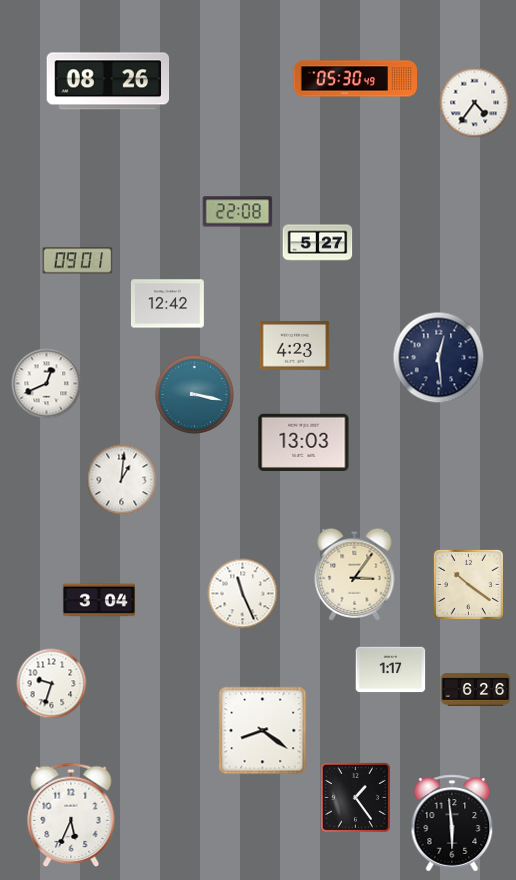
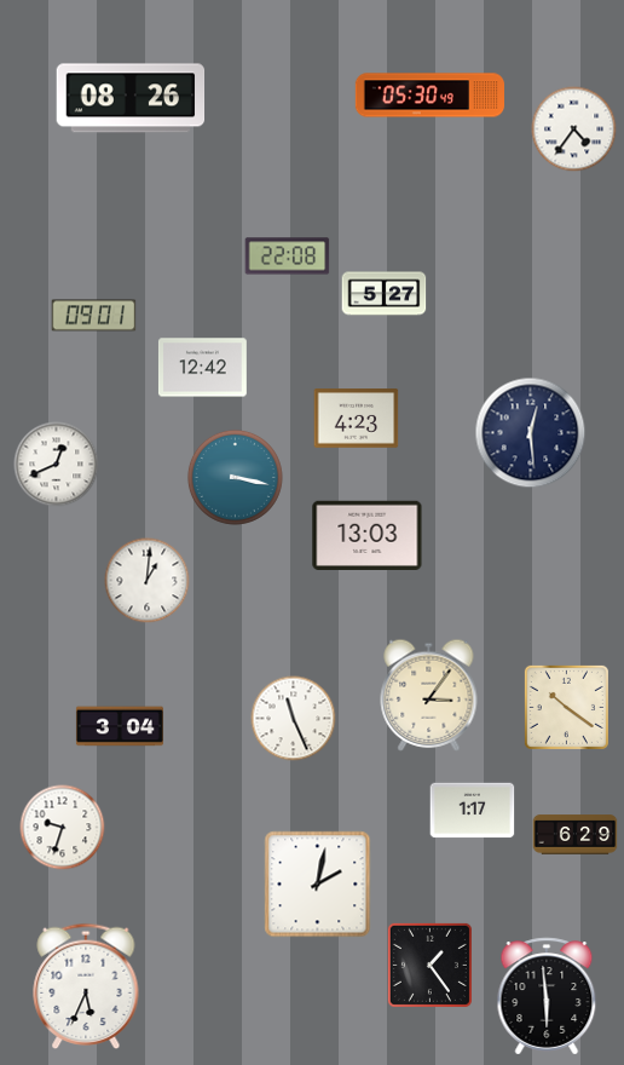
clock at (475, 103) position: (475, 103) -> (574, 129)
clock at (476, 690): 6:26 -> 6:29
clock at (263, 731): 8:21 -> 2:02
